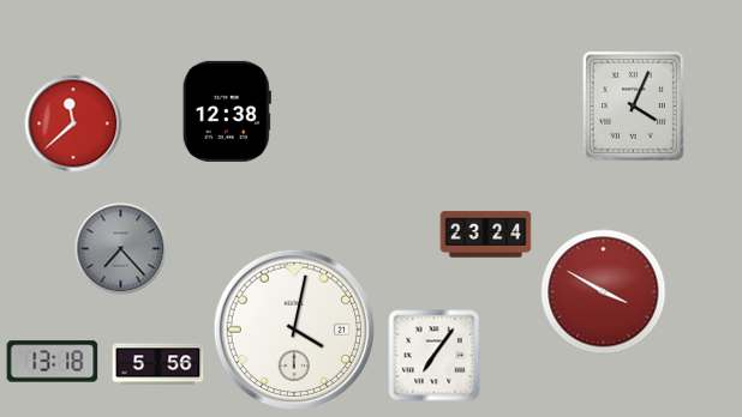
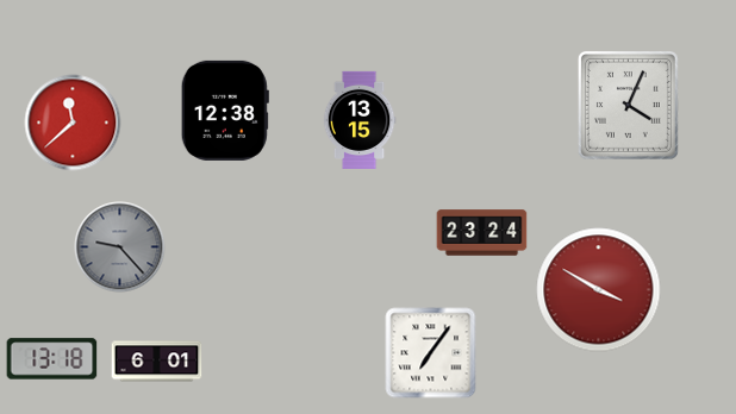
clock at (360, 120): none -> 13:15
clock at (121, 249): 7:23 -> 9:23
clock at (294, 330): 4:02 -> none
clock at (158, 364): 5:56 -> 6:01
